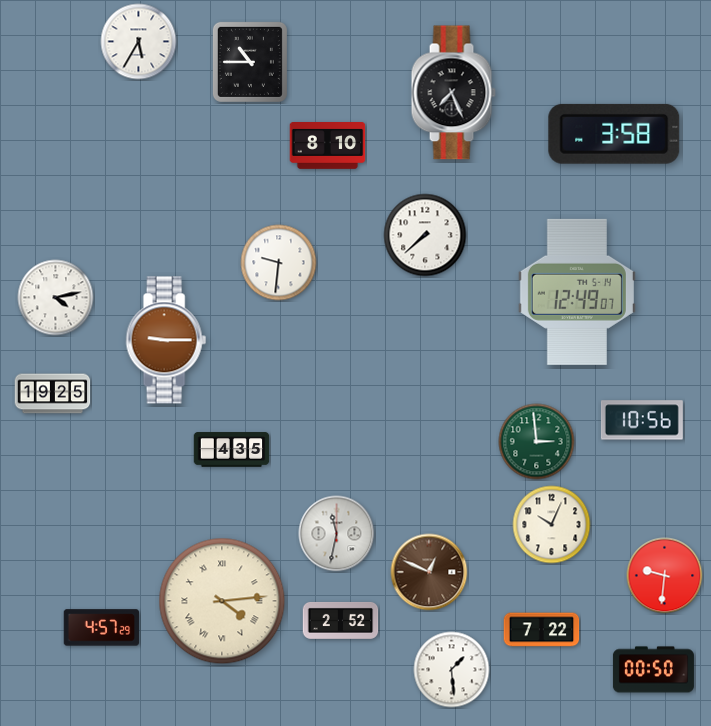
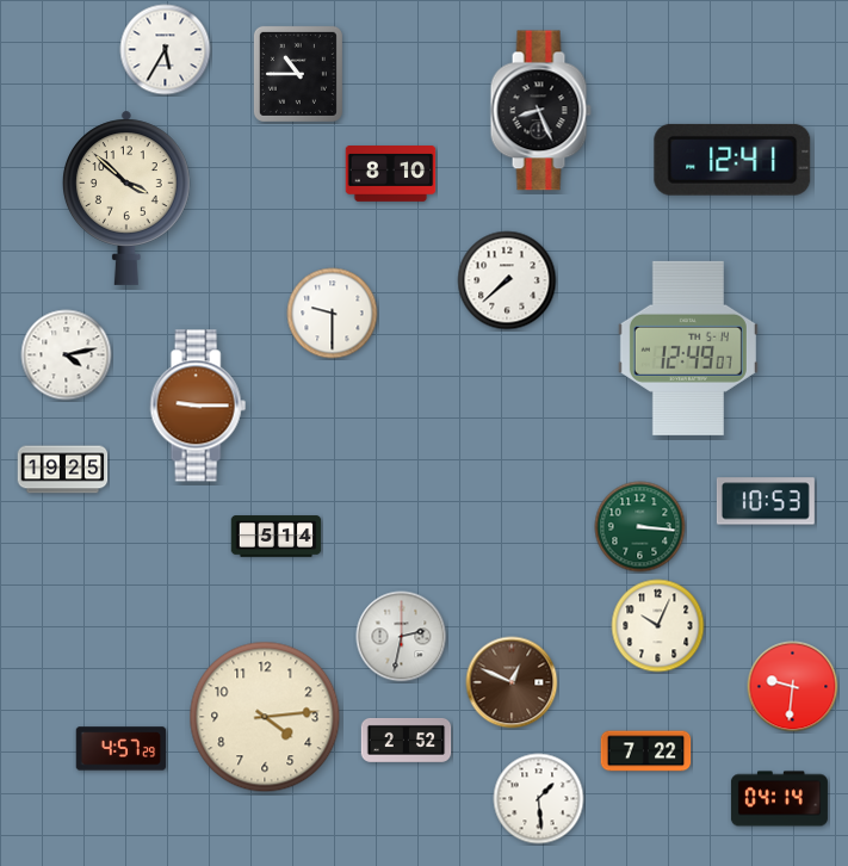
clock at (453, 93): 7:26 -> 8:26
clock at (614, 134): 3:58 -> 12:41
clock at (126, 198): none -> 3:52
clock at (279, 263): 9:31 -> 9:30
clock at (642, 420): 10:56 -> 10:53
clock at (537, 442): 2:59 -> 3:16
clock at (232, 450): 4:35 -> 5:14
clock at (337, 534): 11:32 -> 2:32
clock at (222, 601) numerals: Roman -> Arabic
clock at (653, 670): 00:50 -> 04:14
